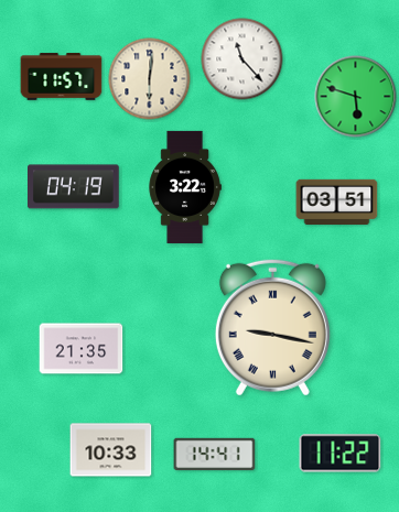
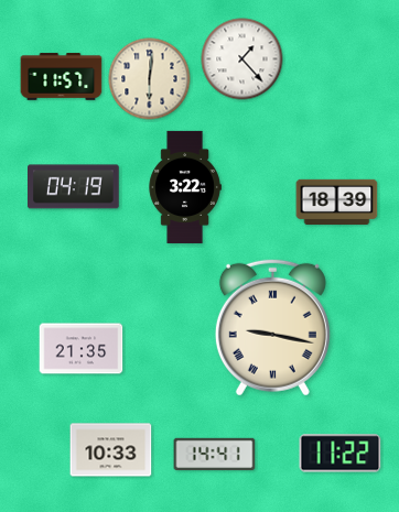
clock at (242, 59): 11:23 -> 1:23
clock at (356, 97): 5:48 -> none
clock at (337, 201): 03:51 -> 18:39
